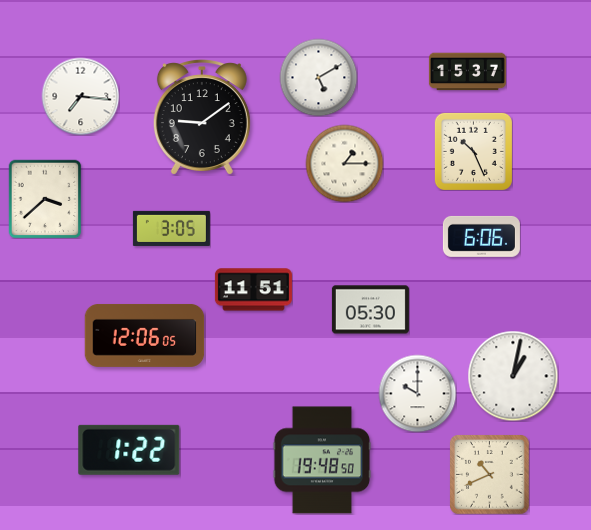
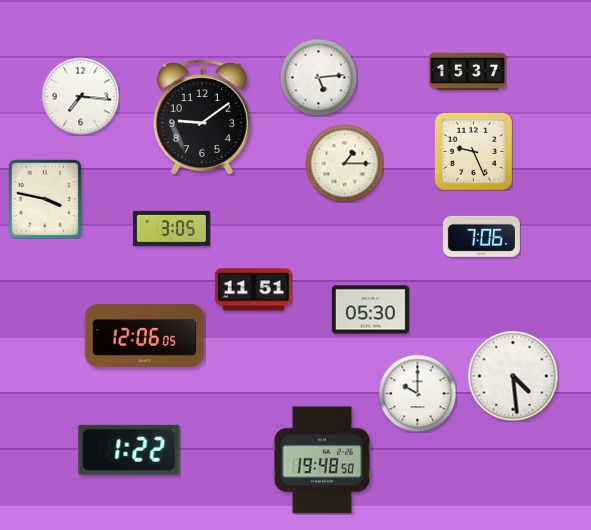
clock at (318, 77): 5:10 -> 5:14
clock at (473, 151): 10:26 -> 9:26
clock at (45, 199): 3:38 -> 3:47
clock at (481, 236): 6:06 -> 7:06
clock at (513, 376): 1:02 -> 4:29
clock at (489, 474): 10:41 -> none
